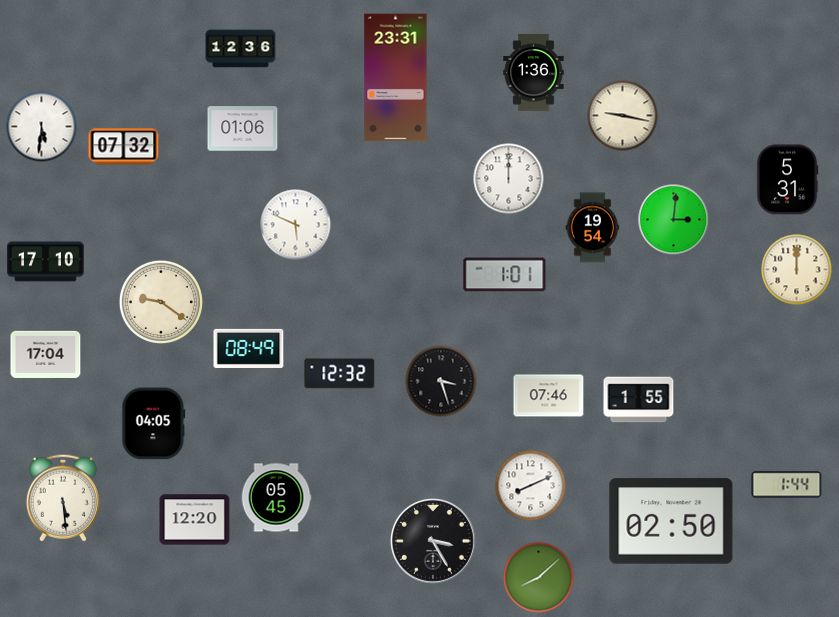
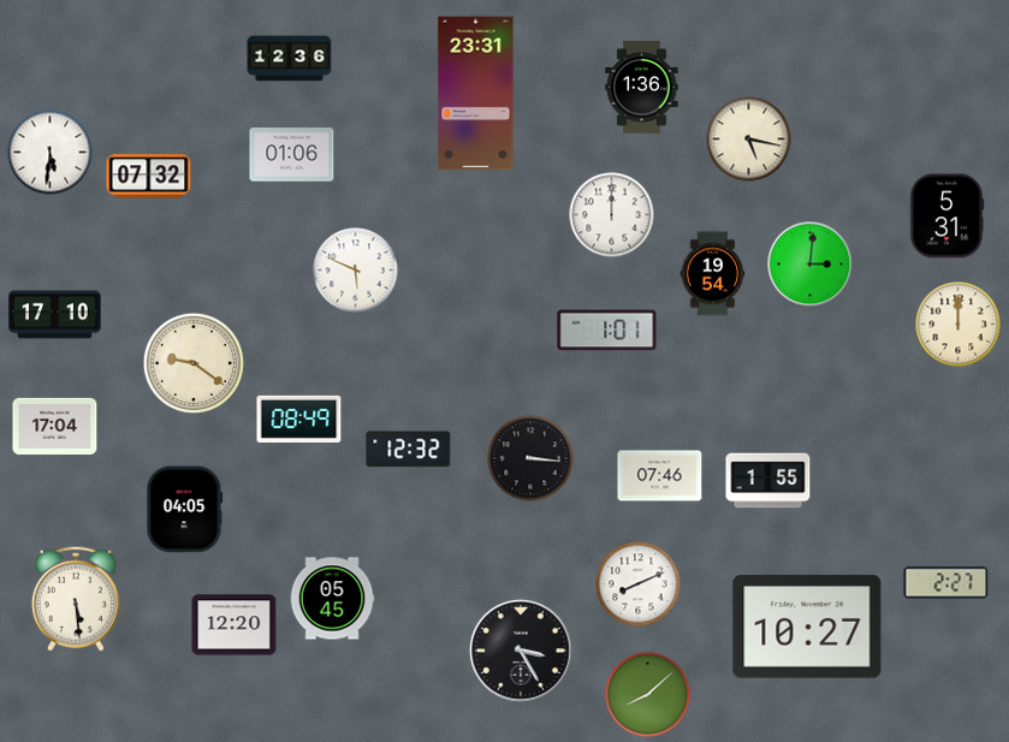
clock at (623, 116): 9:17 -> 5:17
clock at (441, 381): 3:27 -> 3:16
clock at (787, 485): 1:44 -> 2:27
clock at (671, 521): 02:50 -> 10:27
